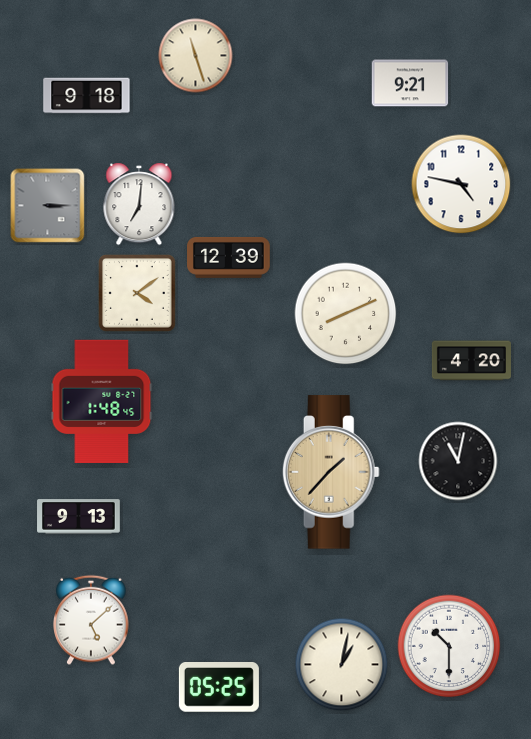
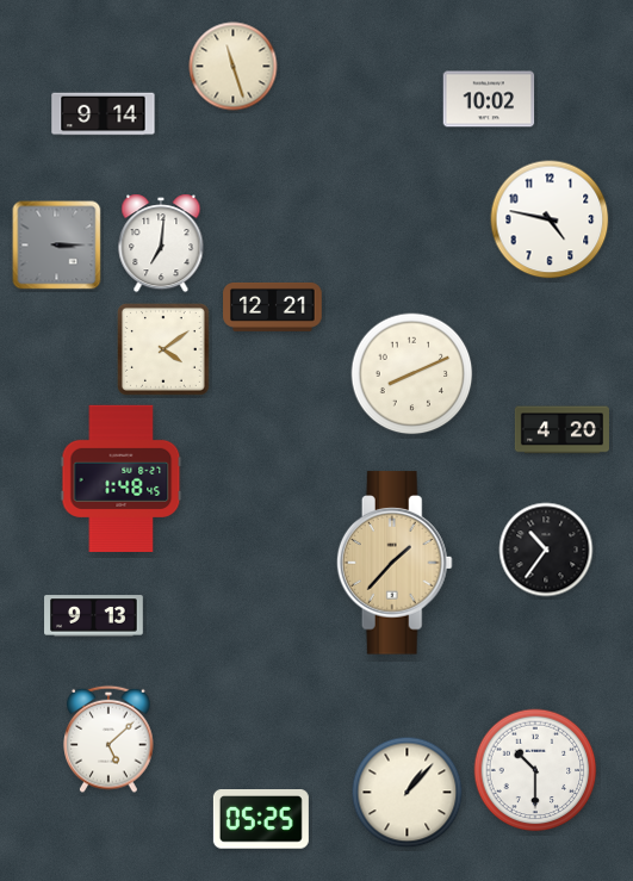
clock at (410, 83): 9:21 -> 10:02
clock at (87, 96): 9:18 -> 9:14
clock at (139, 204) position: (139, 204) -> (161, 243)
clock at (229, 257): 12:39 -> 12:21
clock at (458, 461): 11:02 -> 10:36
clock at (342, 665): 1:02 -> 1:07
